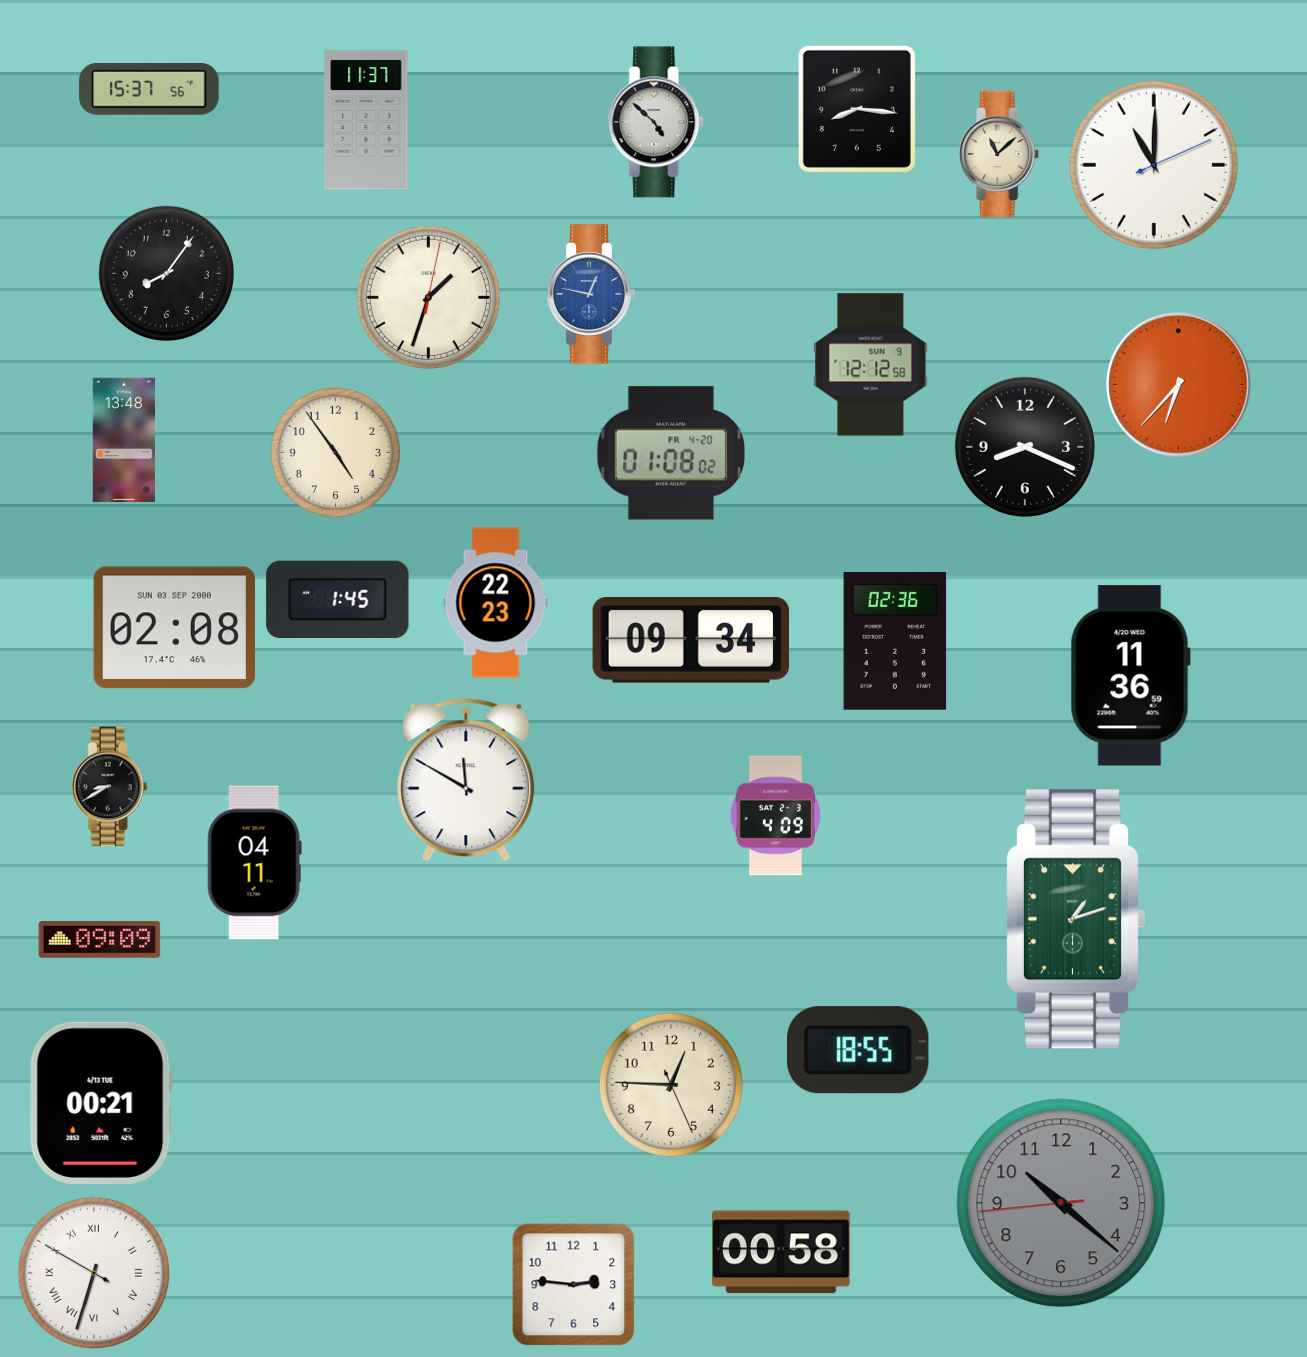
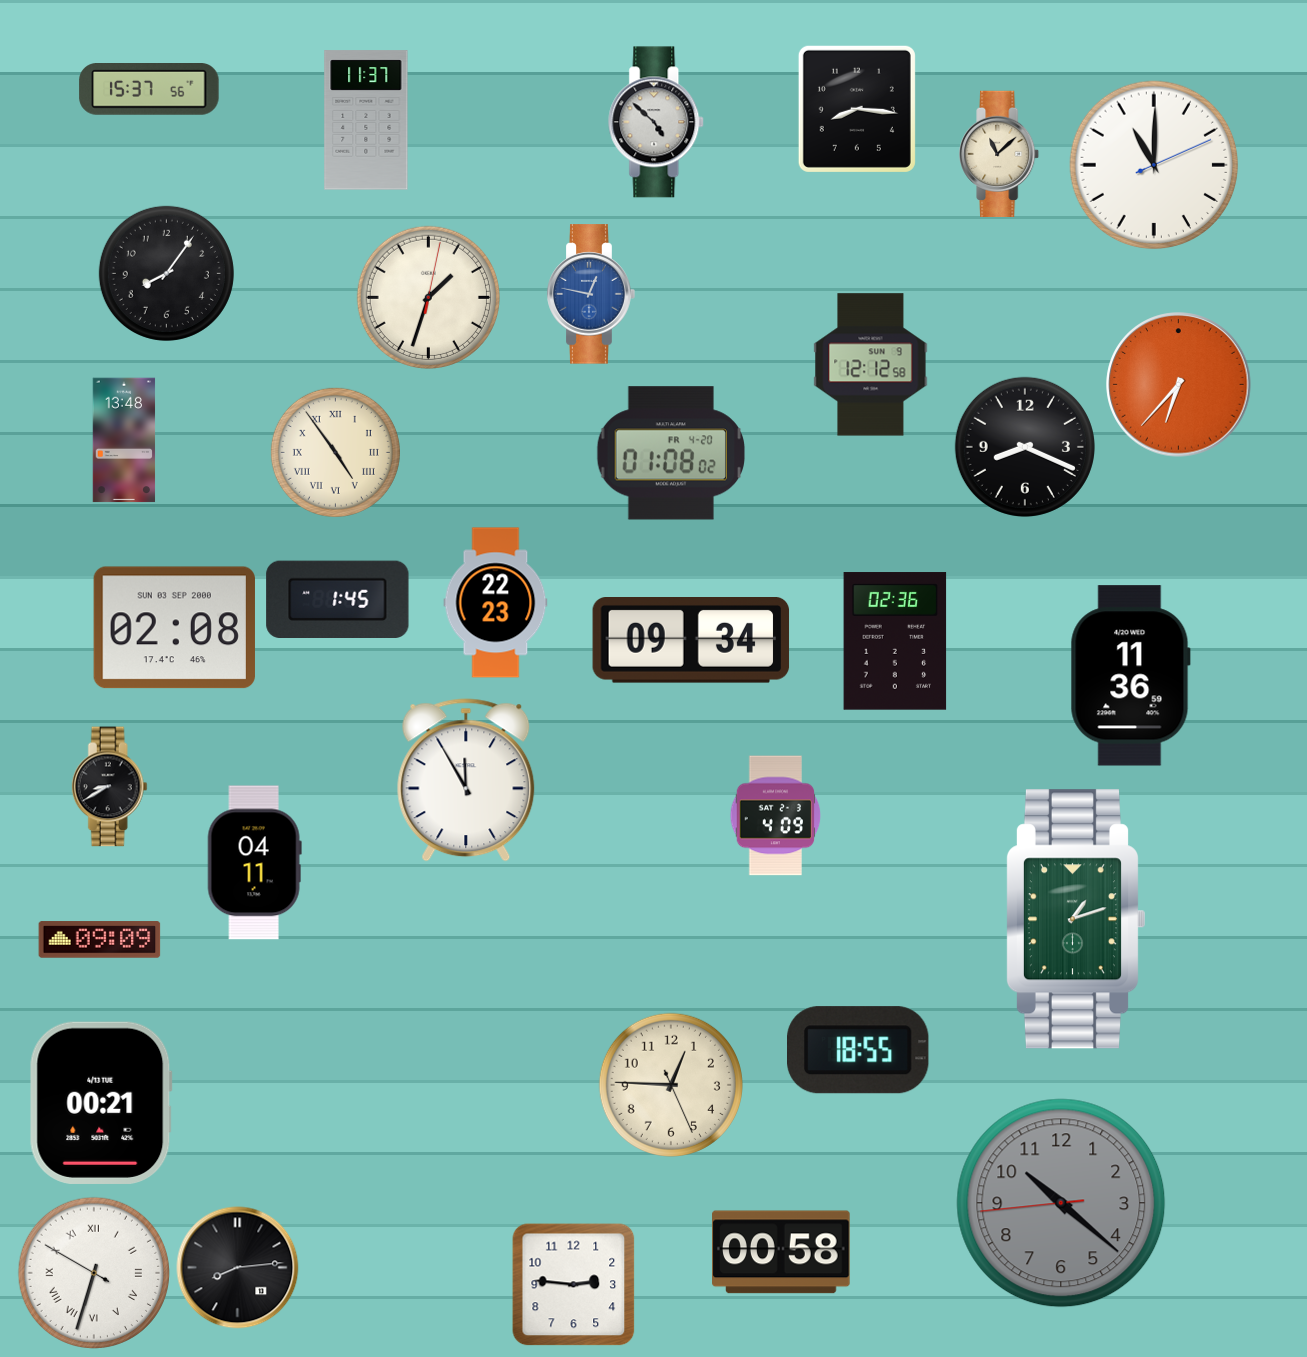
clock at (335, 452) numerals: Arabic -> Roman
clock at (466, 780): 11:50 -> 11:55
clock at (238, 1268): none -> 8:14
